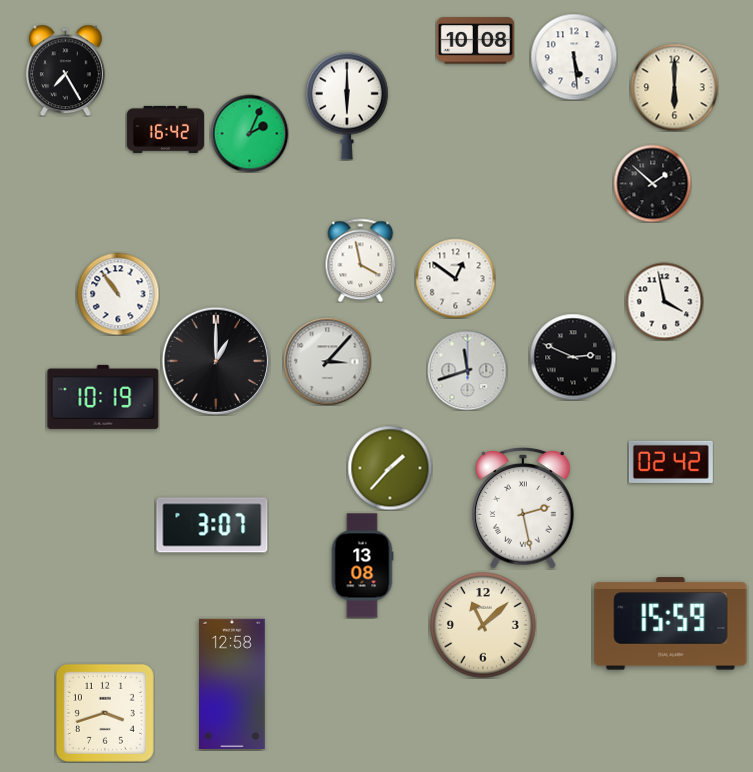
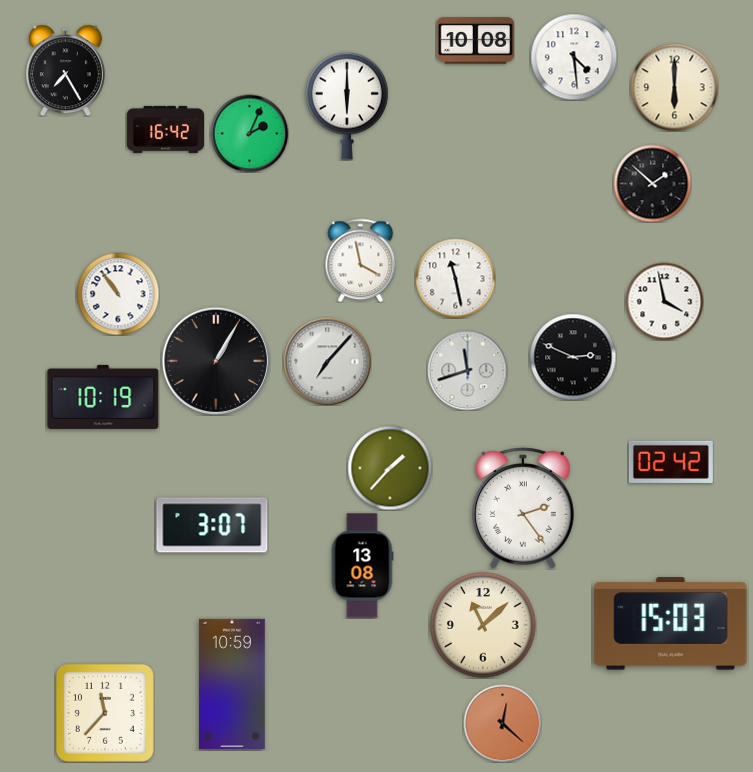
clock at (574, 57): 5:29 -> 4:29
clock at (455, 278): 12:51 -> 11:28
clock at (216, 361): 1:00 -> 1:05
clock at (327, 361): 3:07 -> 7:07
clock at (524, 509): 2:28 -> 2:24
clock at (671, 624): 15:59 -> 15:03
clock at (233, 683): 12:58 -> 10:59
clock at (105, 713): 3:42 -> 11:37
clock at (502, 723): none -> 12:22
